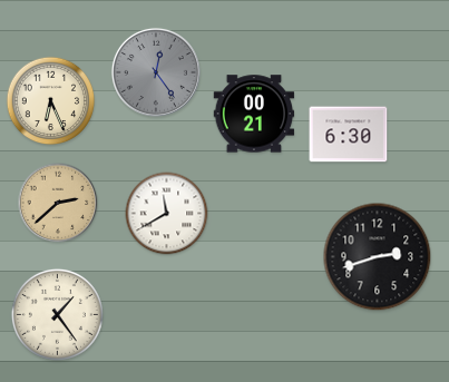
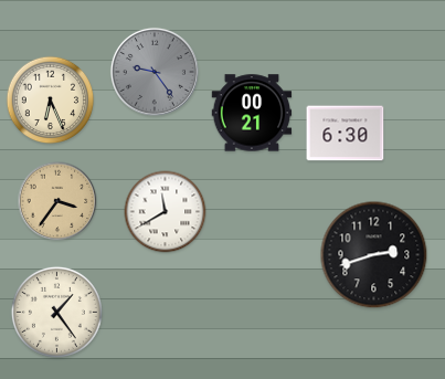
clock at (156, 72): 12:24 -> 9:24
clock at (58, 203): 2:38 -> 3:36
